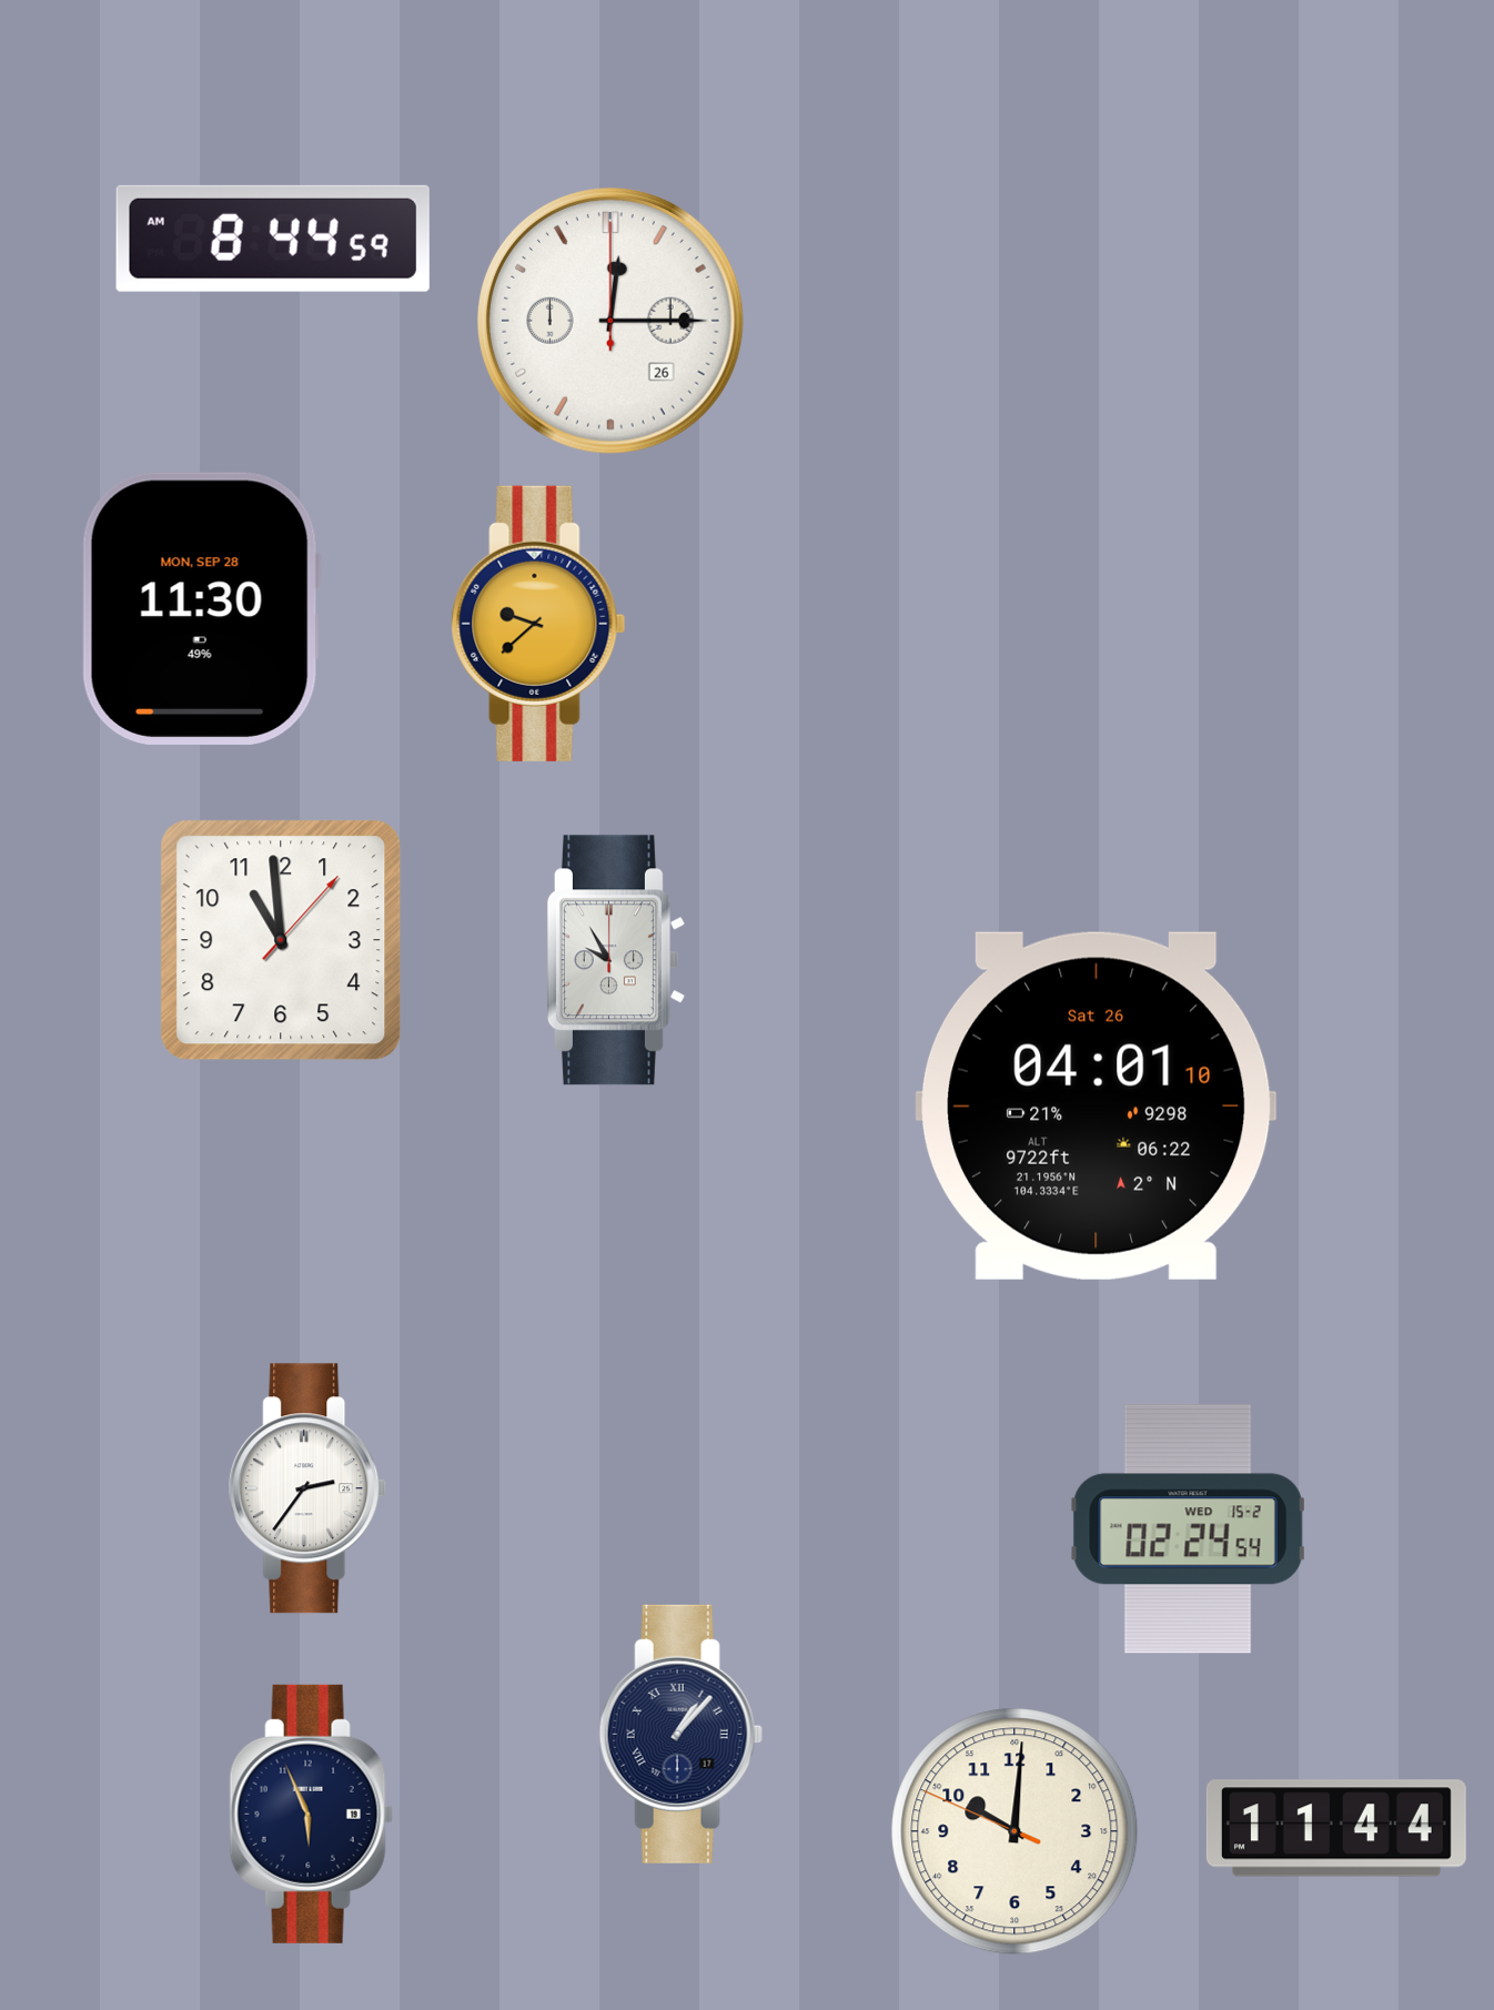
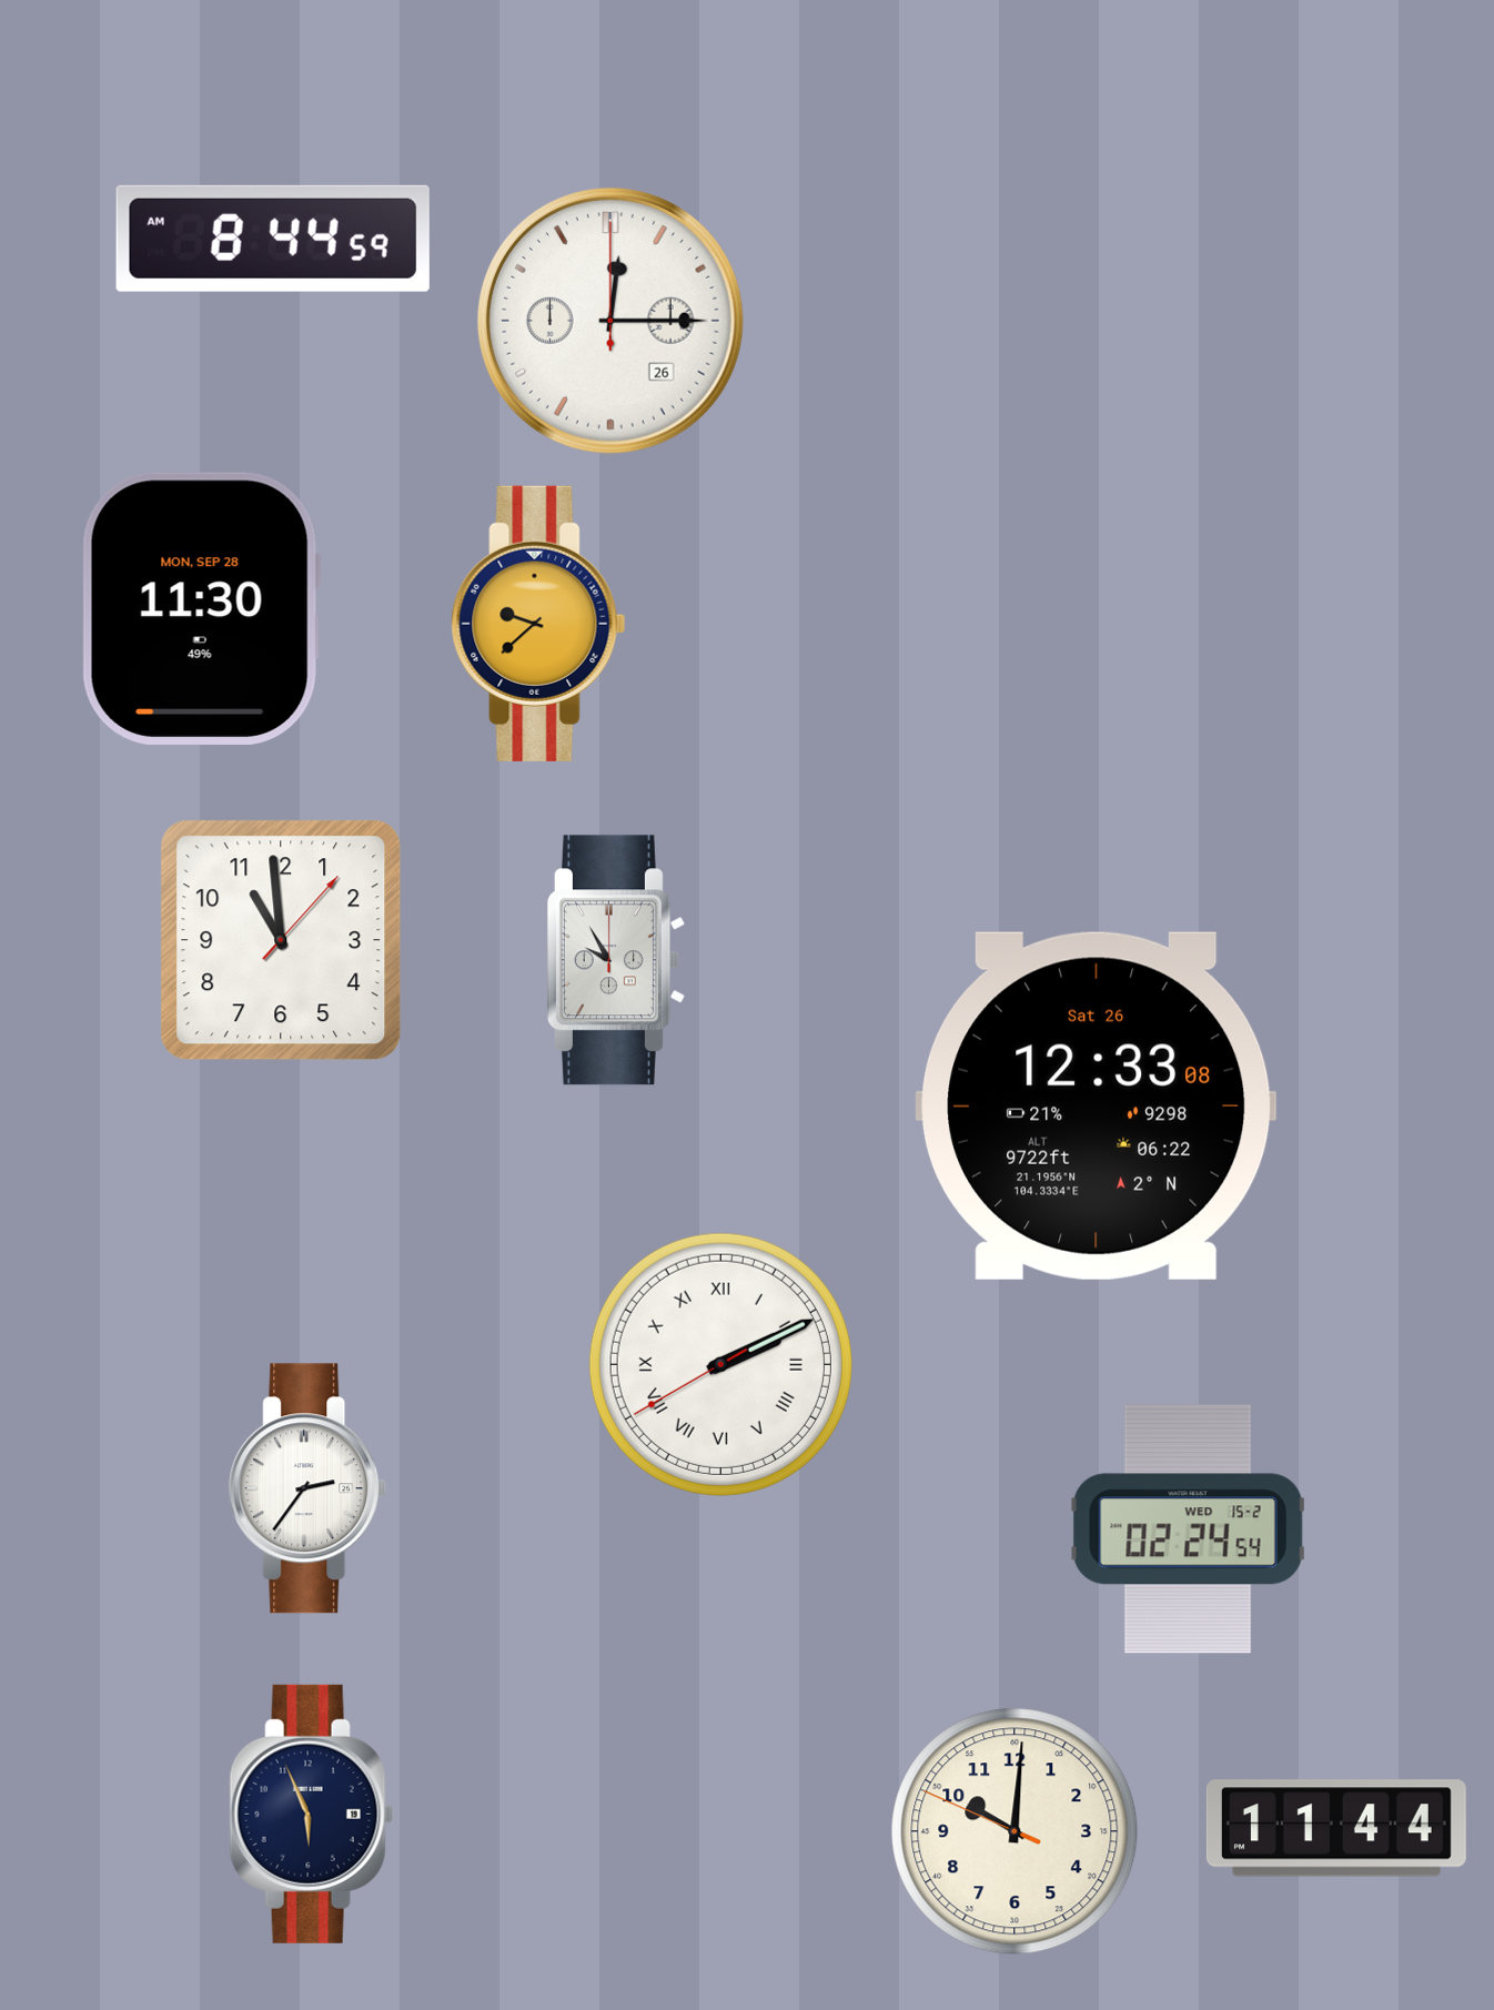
clock at (1097, 1105): 04:01 -> 12:33
clock at (720, 1364): none -> 2:10
clock at (680, 1734): 1:07 -> none
